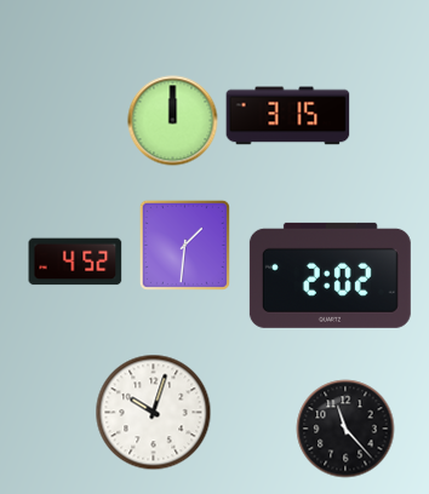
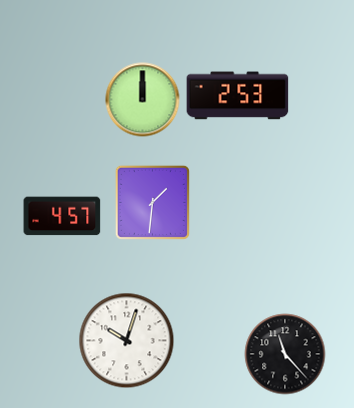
clock at (288, 116): 3:15 -> 2:53
clock at (75, 262): 4:52 -> 4:57
clock at (330, 275): 2:02 -> none
